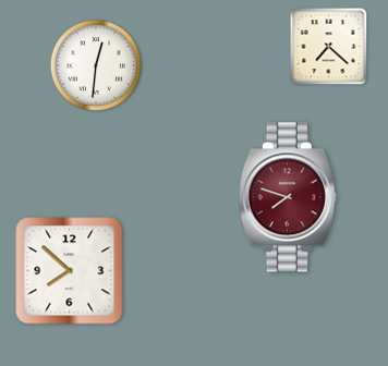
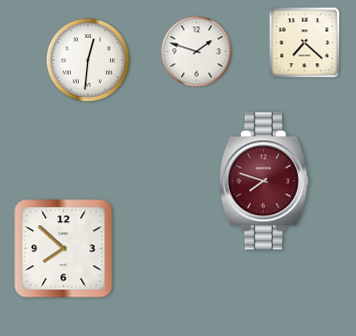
clock at (329, 47) position: (329, 47) -> (305, 43)
clock at (197, 52): none -> 1:48
